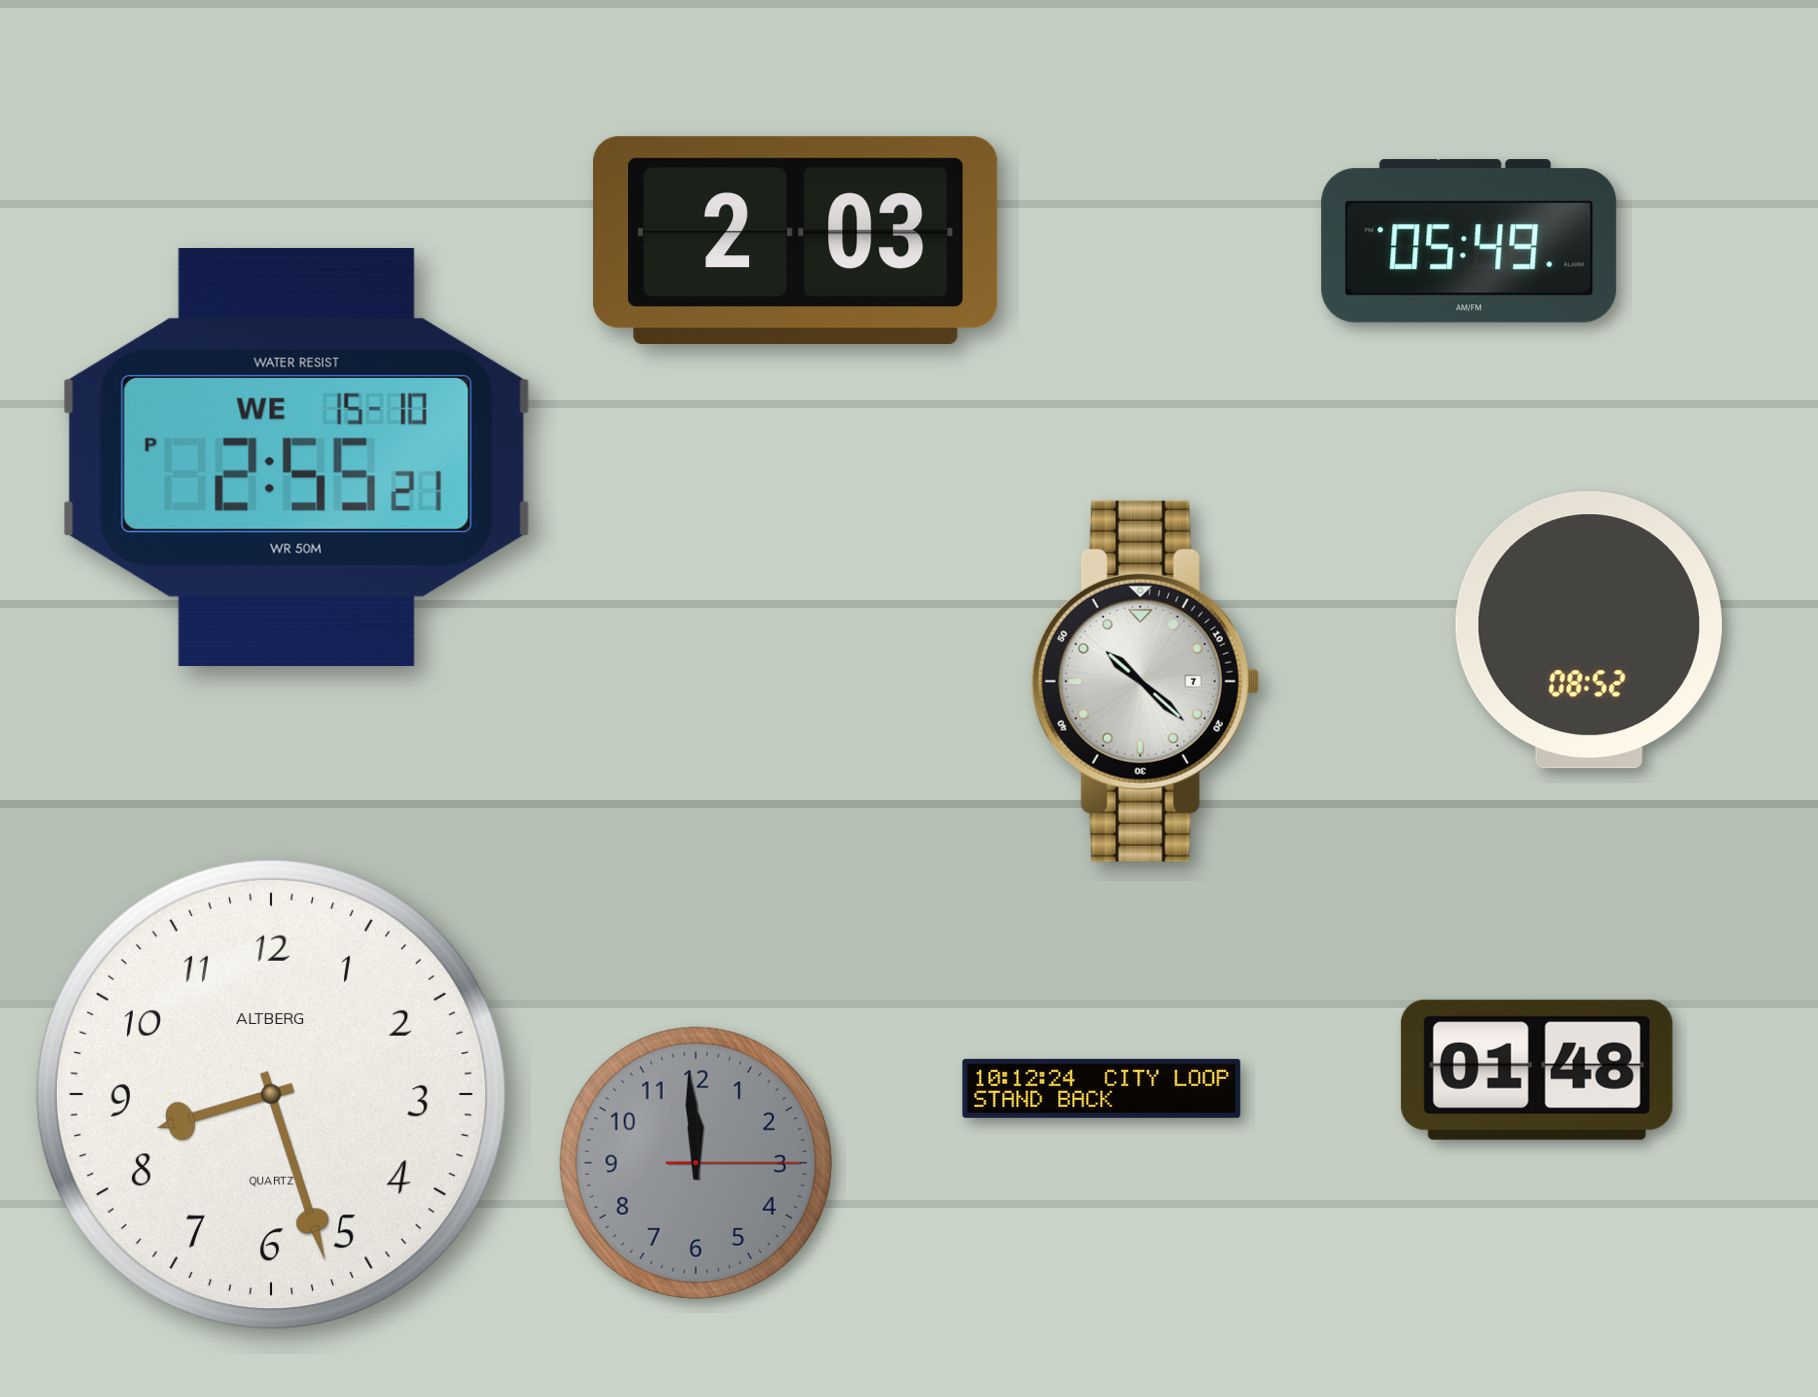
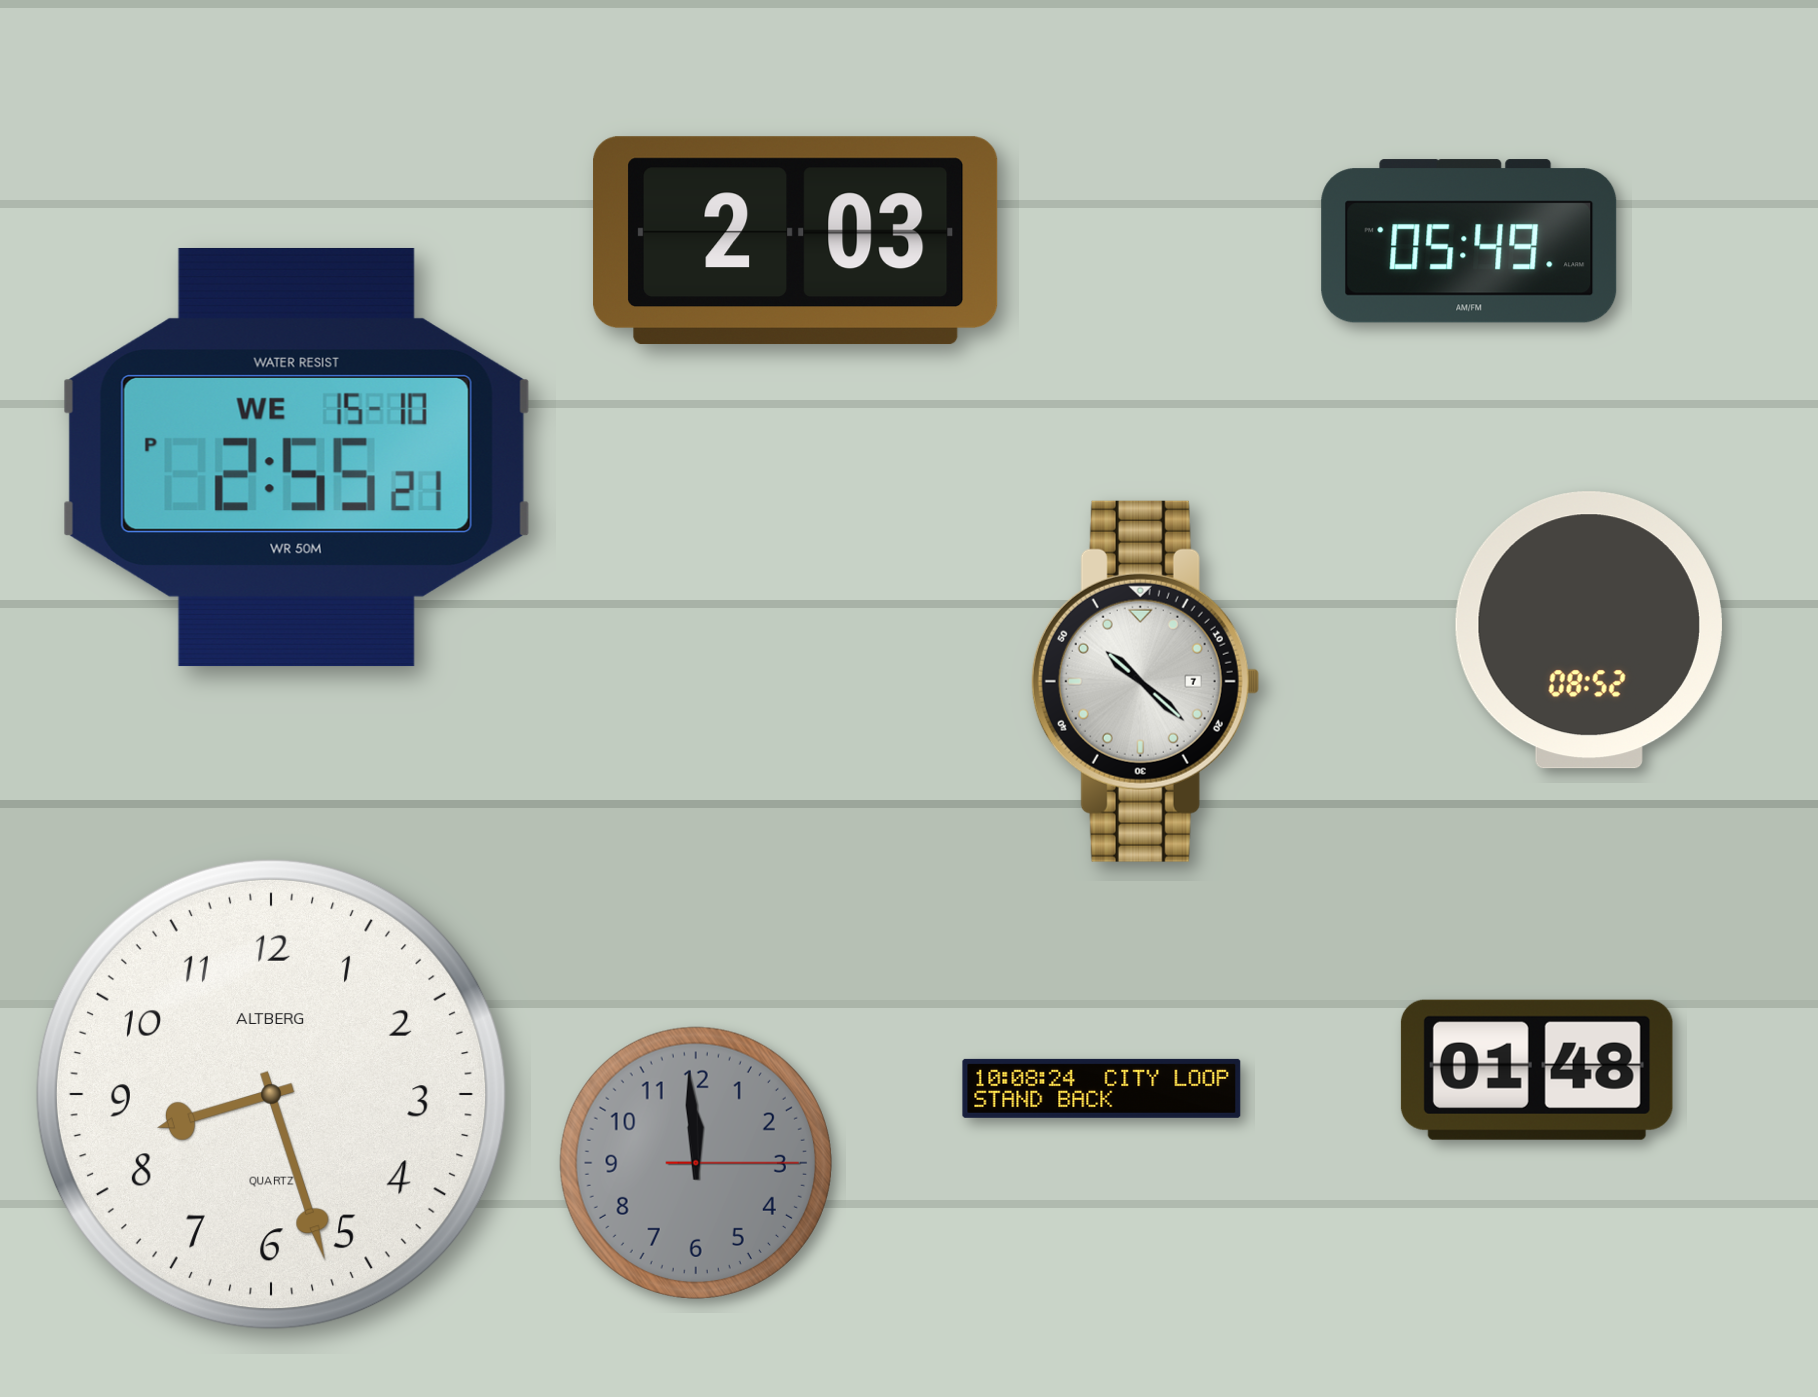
clock at (1102, 1088): 10:12 -> 10:08
